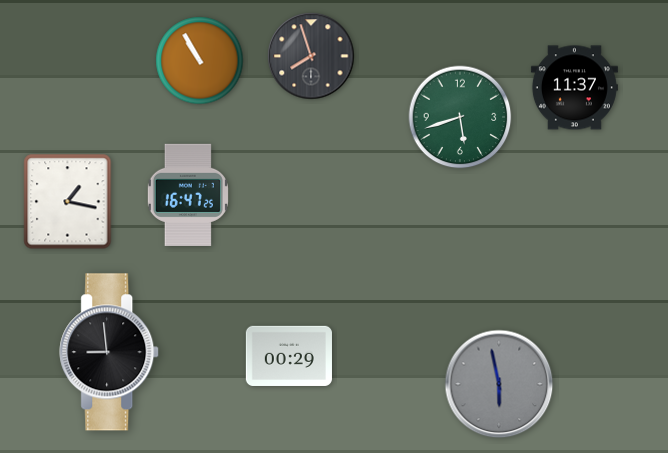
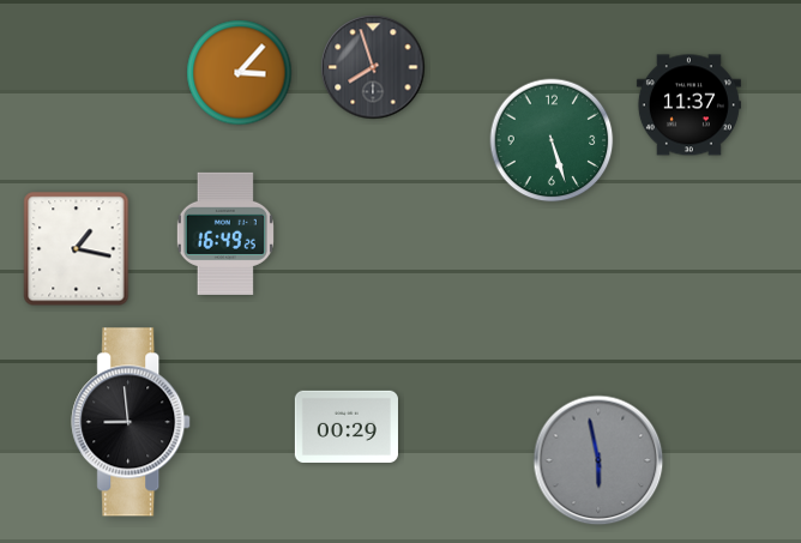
clock at (200, 61): 10:55 -> 3:07
clock at (460, 117): 5:42 -> 5:27
clock at (188, 195): 16:47 -> 16:49
clock at (68, 202) position: (68, 202) -> (77, 249)
